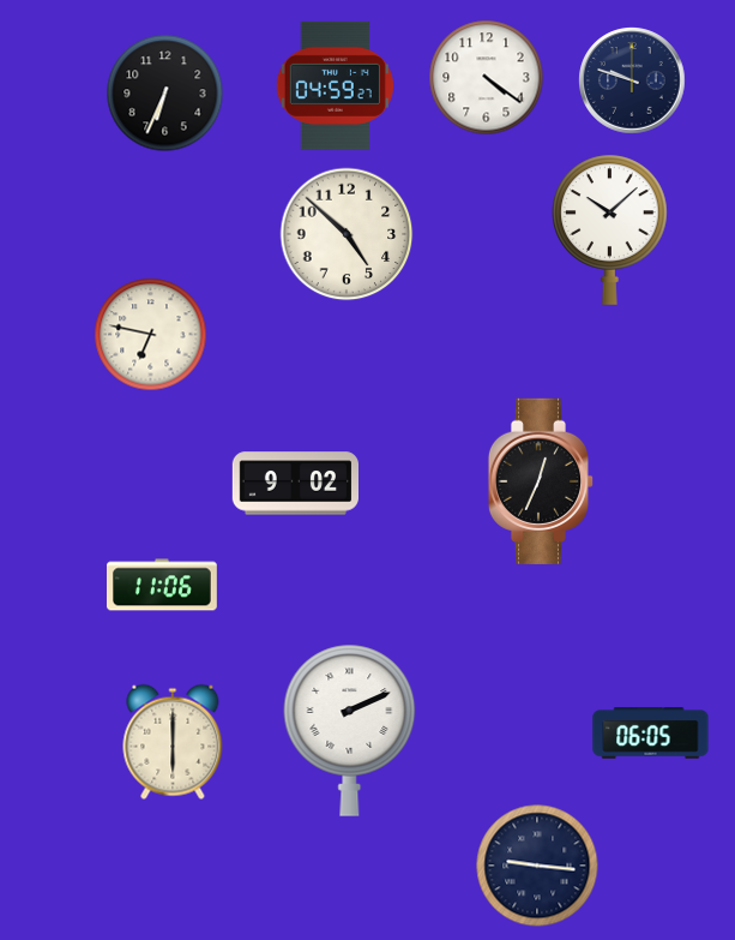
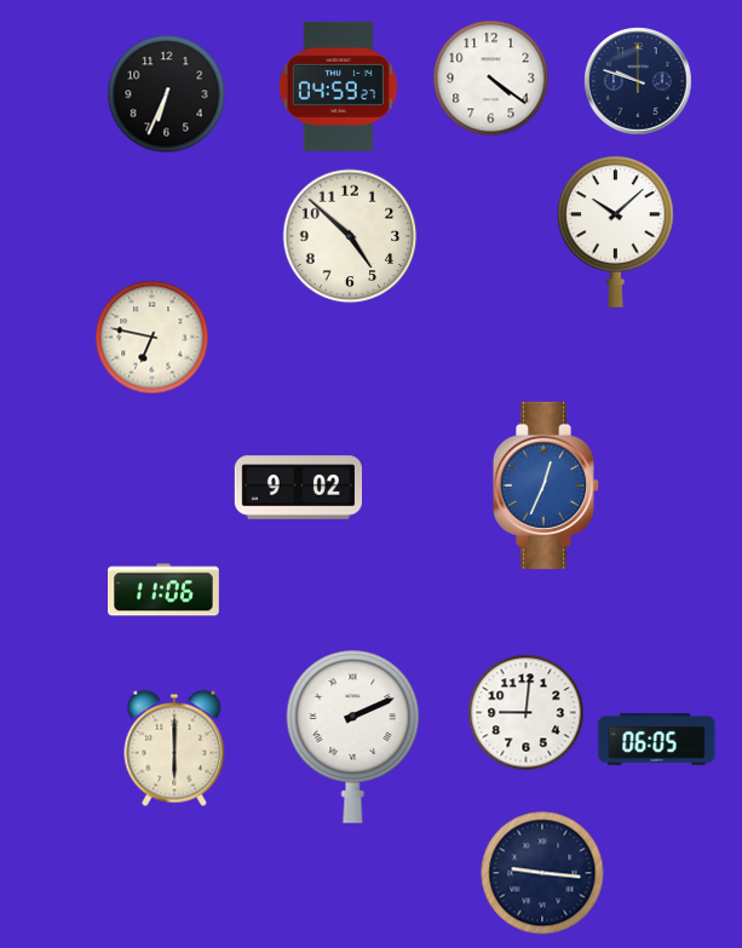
clock at (541, 481) dial: black -> blue
clock at (527, 713): none -> 9:01
